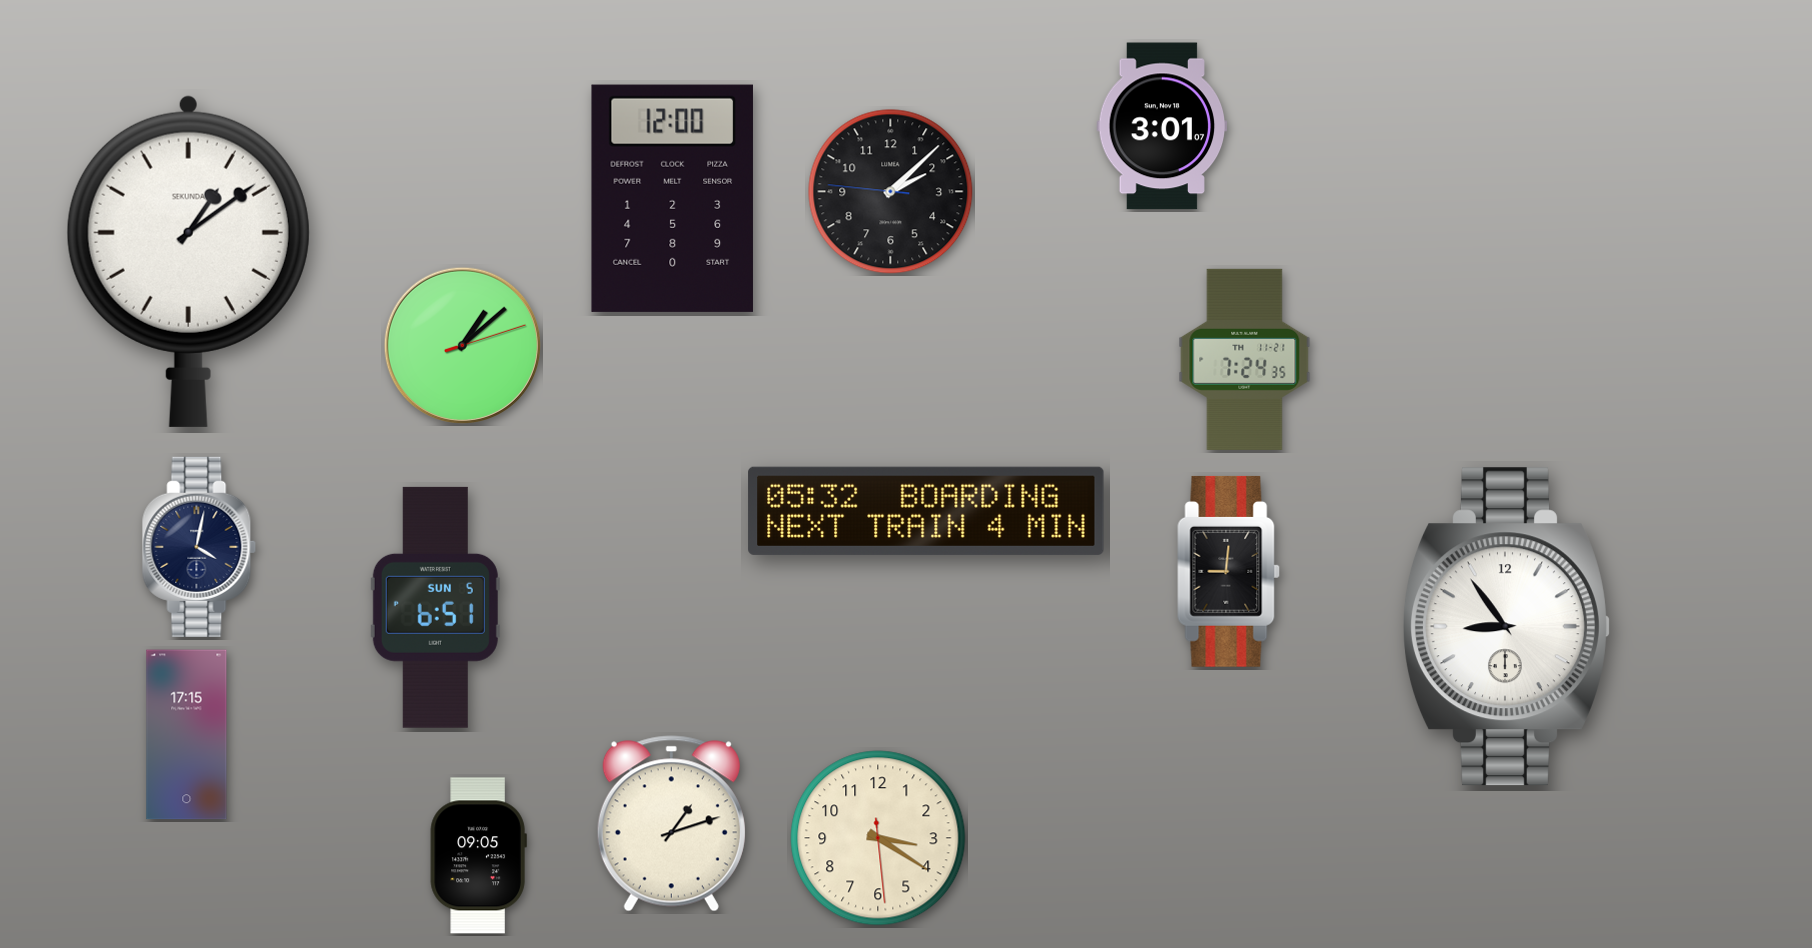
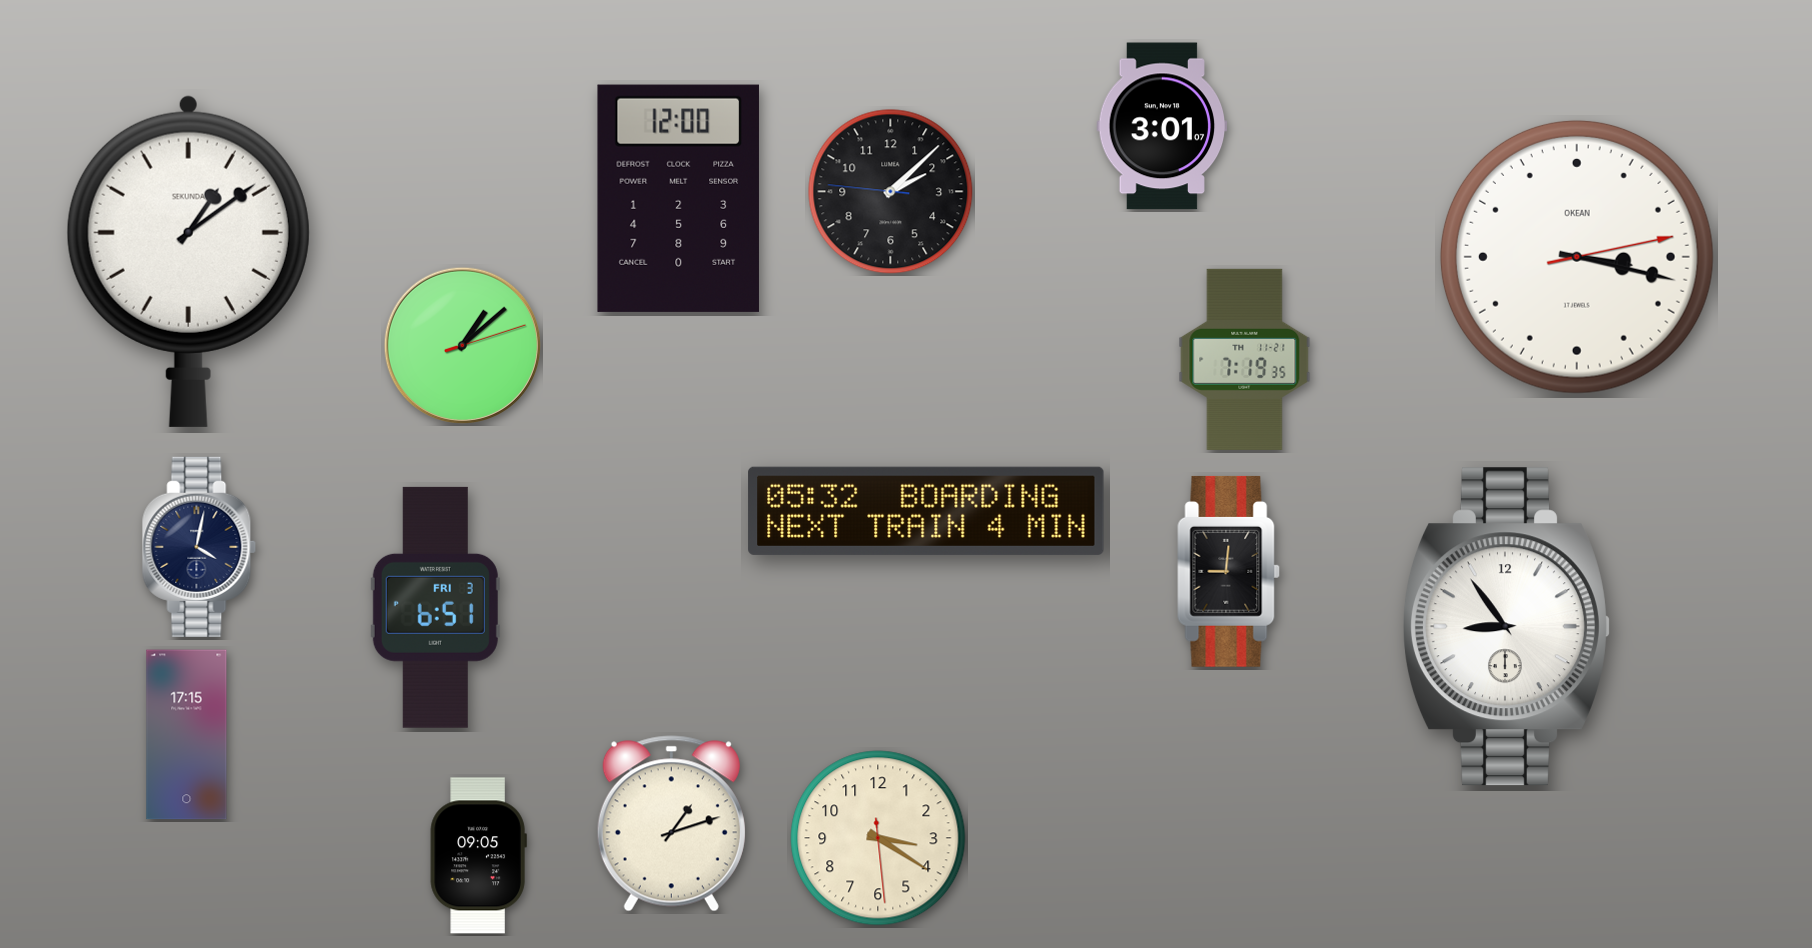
clock at (672, 198) position: (672, 198) -> (678, 198)
clock at (1577, 257): none -> 3:17
clock at (1245, 359): 7:24 -> 7:19
clock at (435, 607) date: SUN 5 -> FRI 3
